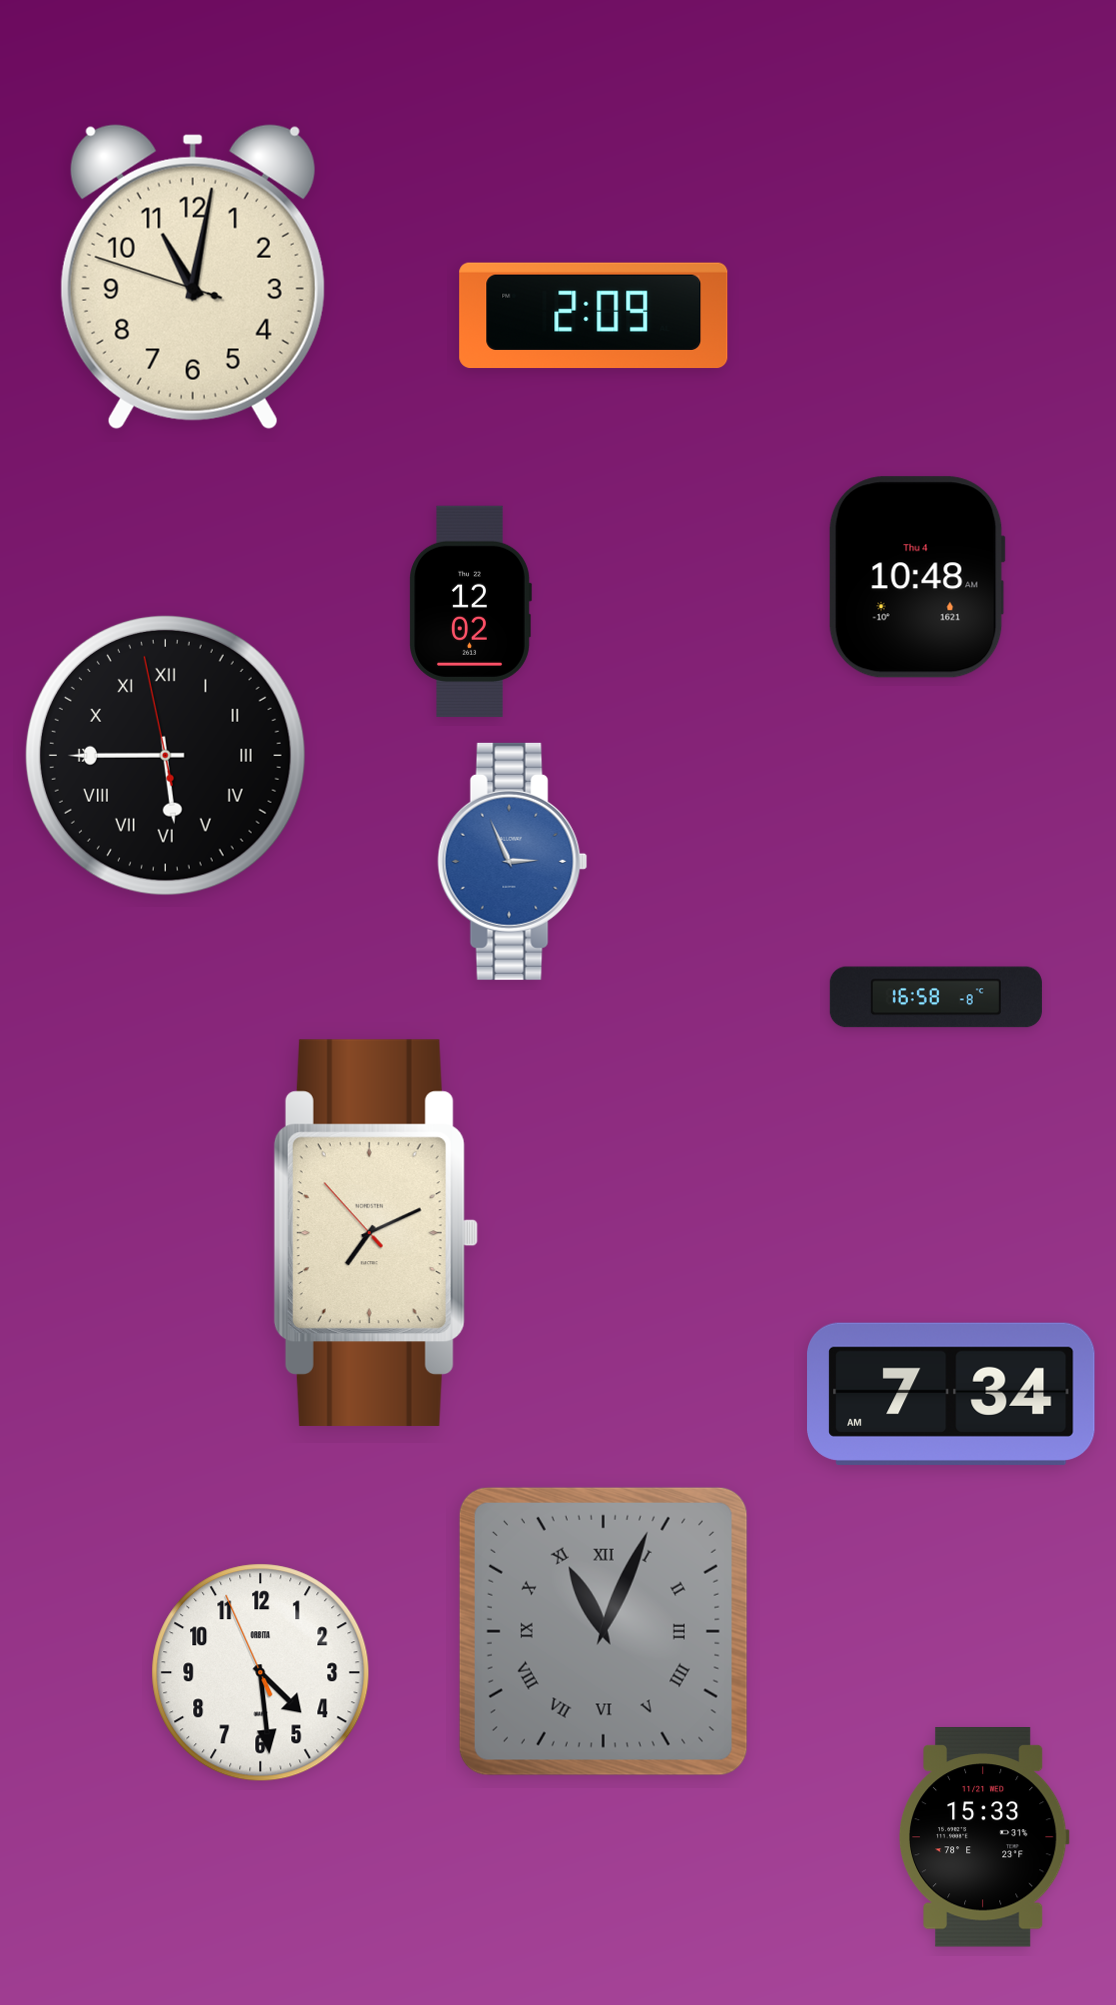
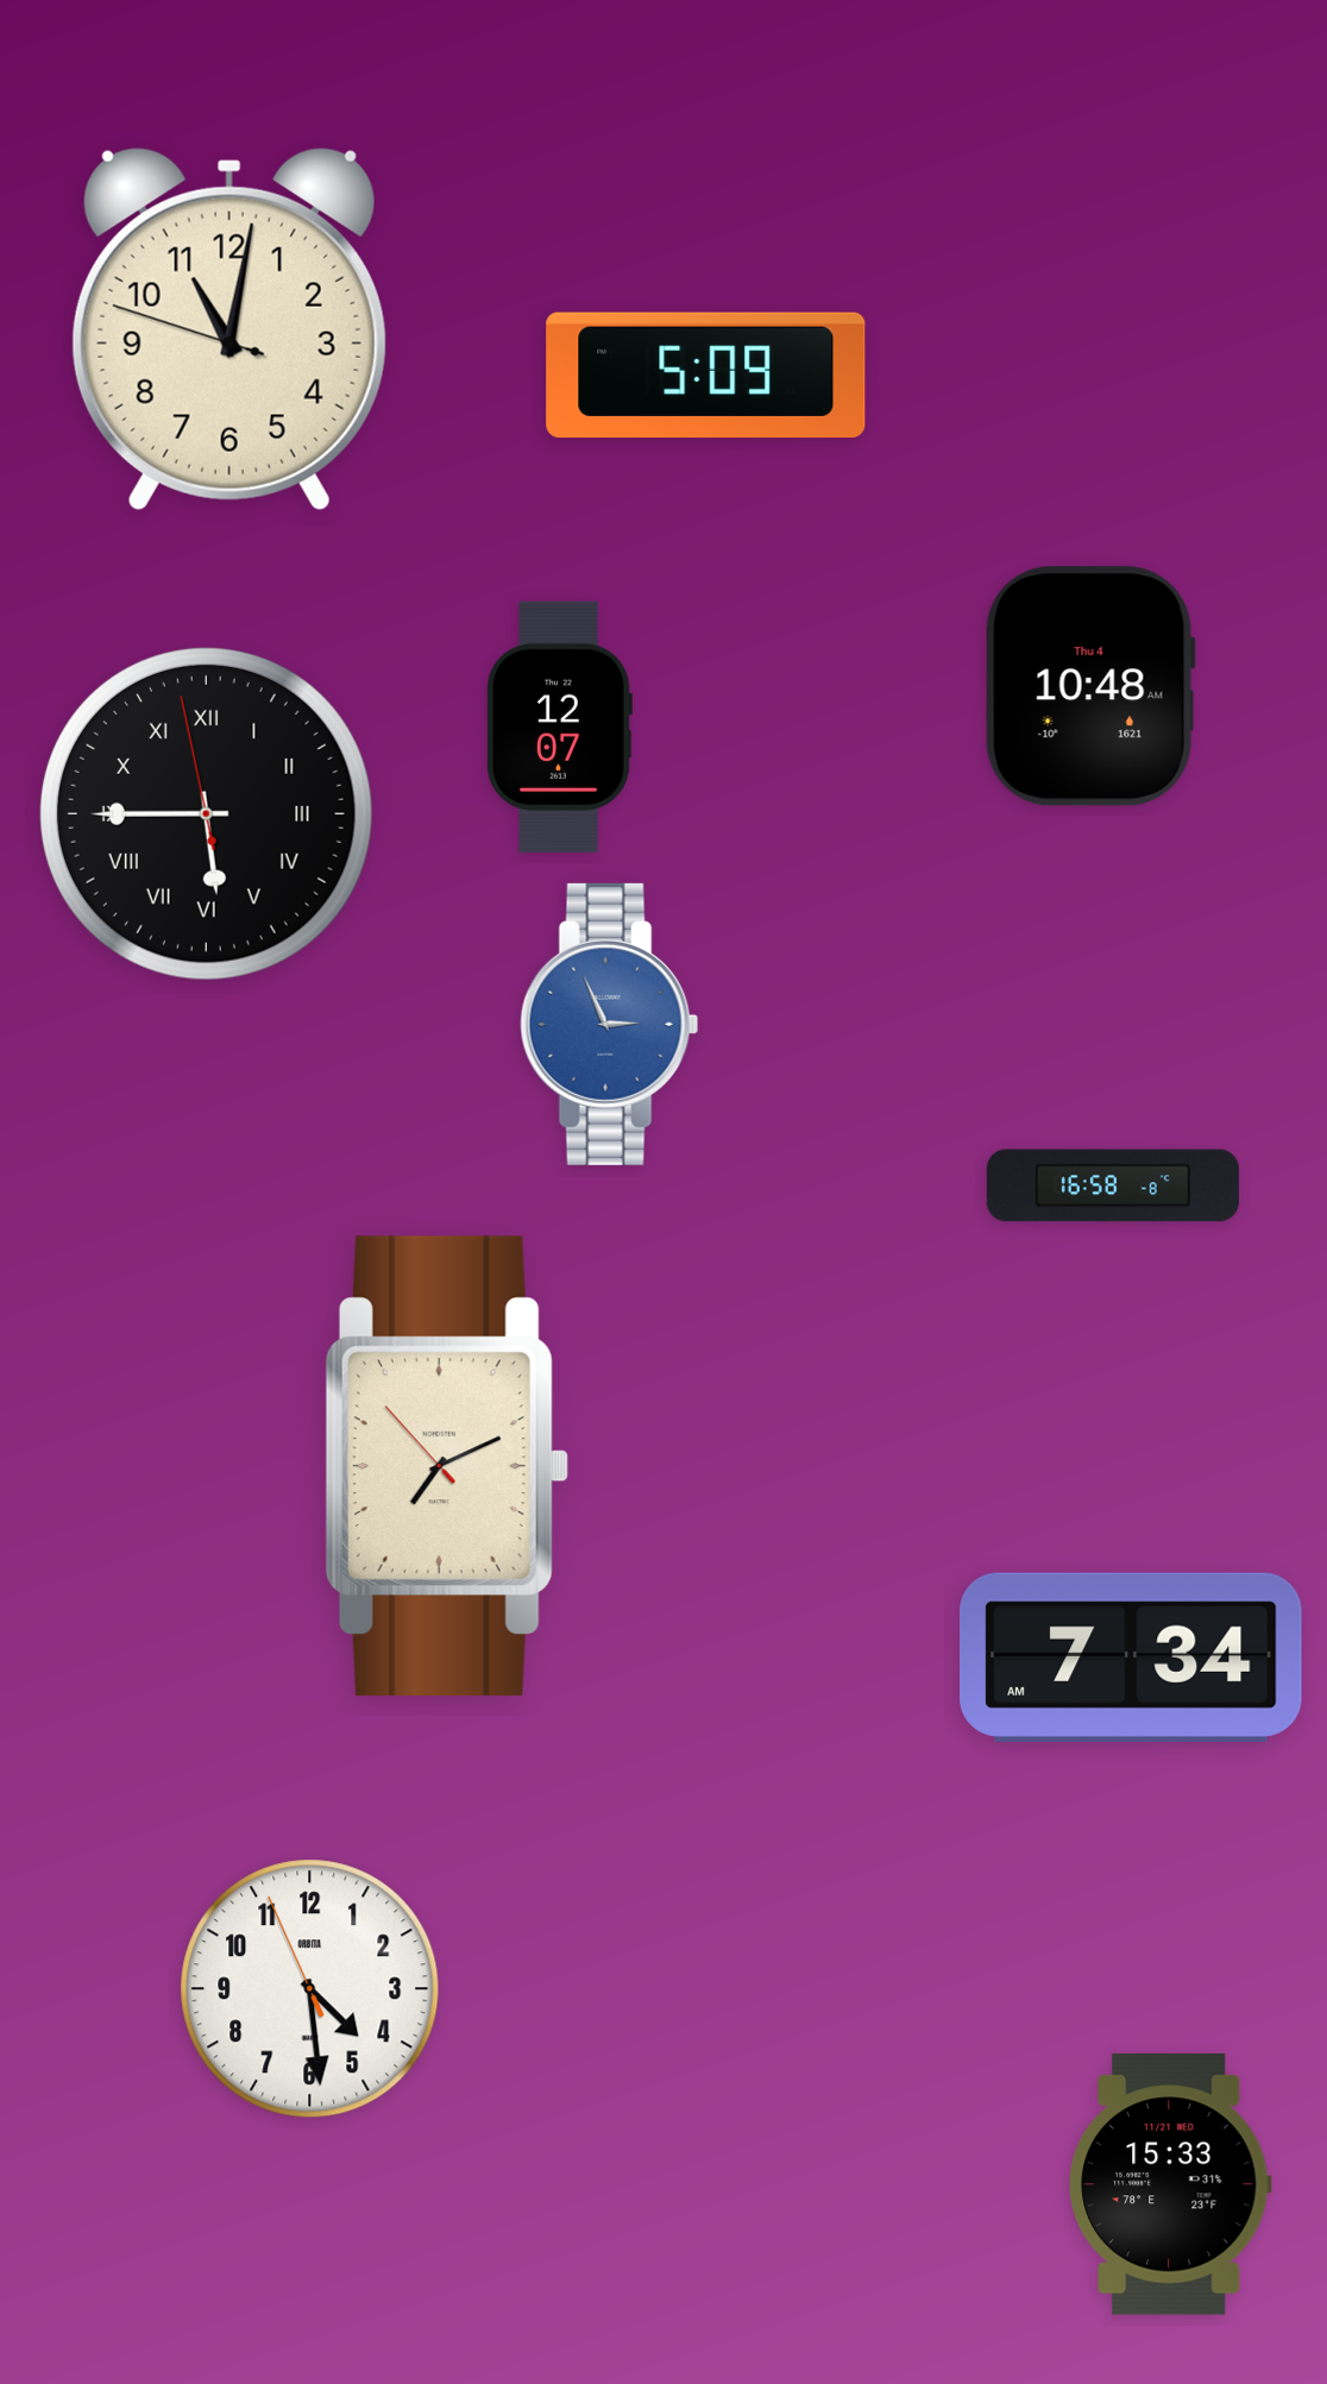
clock at (594, 316): 2:09 -> 5:09
clock at (470, 611): 12:02 -> 12:07
clock at (165, 755) position: (165, 755) -> (206, 813)
clock at (603, 1631): 11:04 -> none
